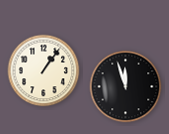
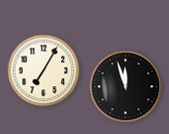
clock at (44, 71): 1:06 -> 7:05
